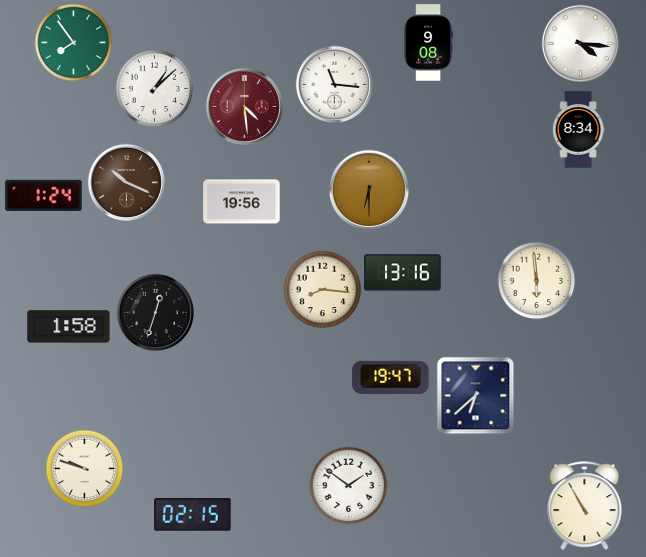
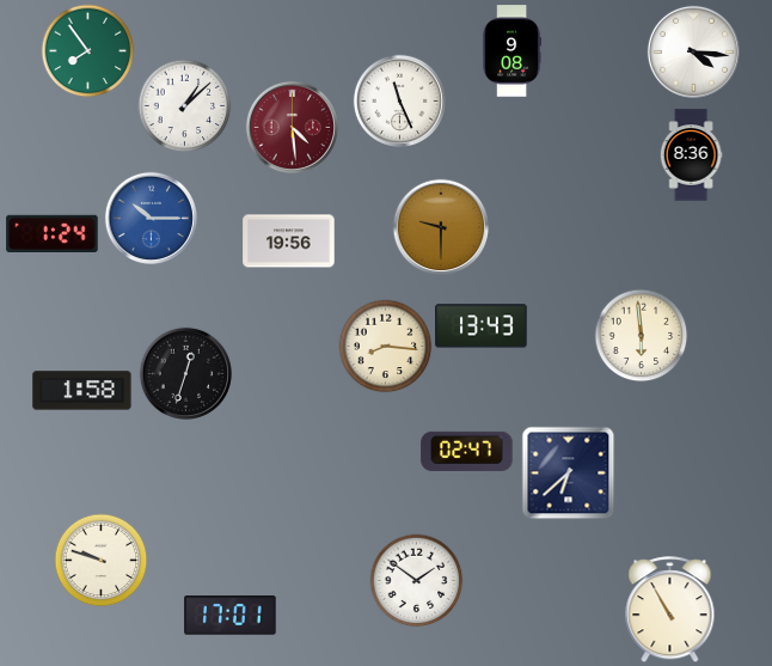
clock at (334, 84): 11:16 -> 11:26
clock at (578, 130): 8:34 -> 8:36
clock at (126, 182): 10:19 -> 10:15
clock at (126, 182) dial: brown -> blue
clock at (369, 190): 6:30 -> 9:30
clock at (403, 273): 13:16 -> 13:43
clock at (391, 377): 19:47 -> 02:47
clock at (585, 506) position: (585, 506) -> (670, 610)
clock at (193, 515): 02:15 -> 17:01
